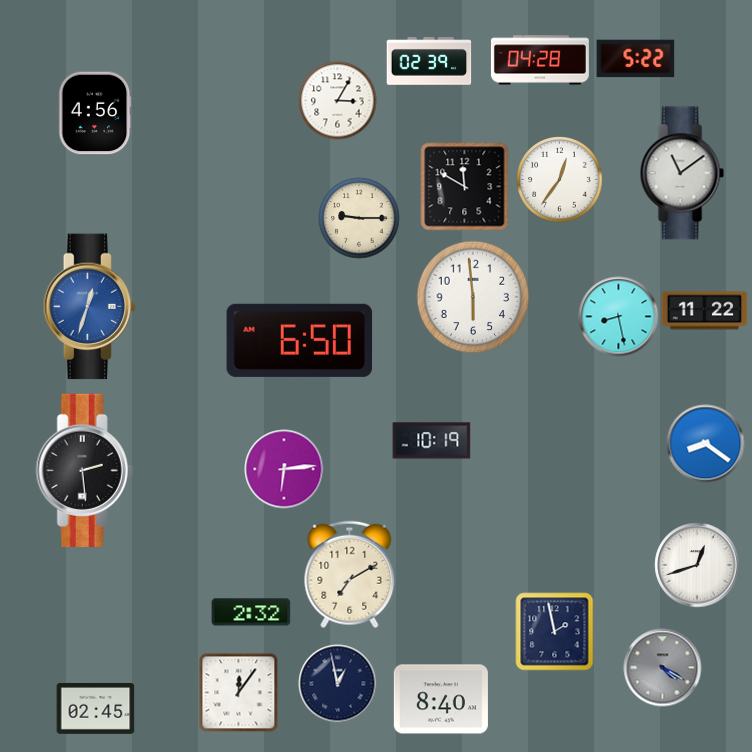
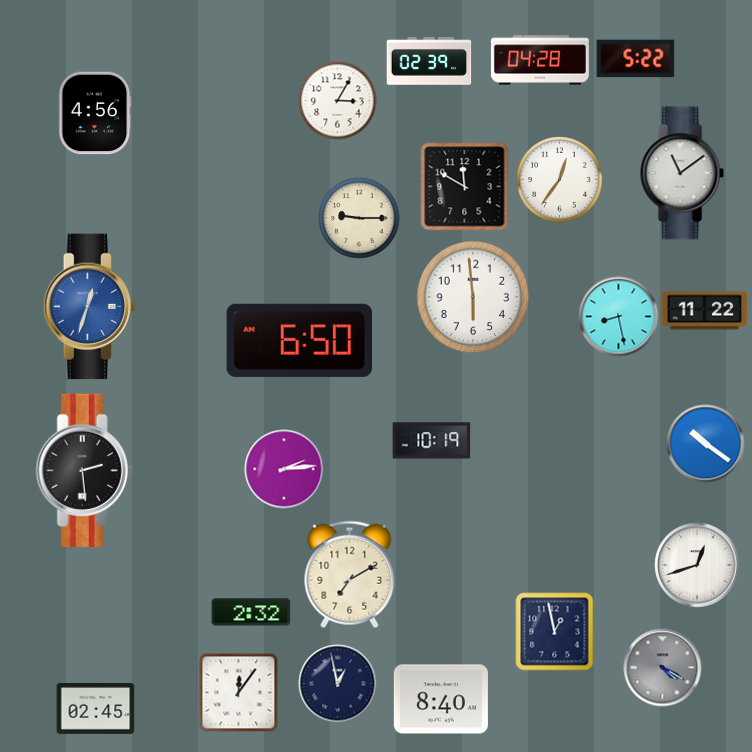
clock at (705, 443): 8:21 -> 10:21
clock at (284, 469): 6:14 -> 2:14
clock at (554, 631): 1:58 -> 12:58
